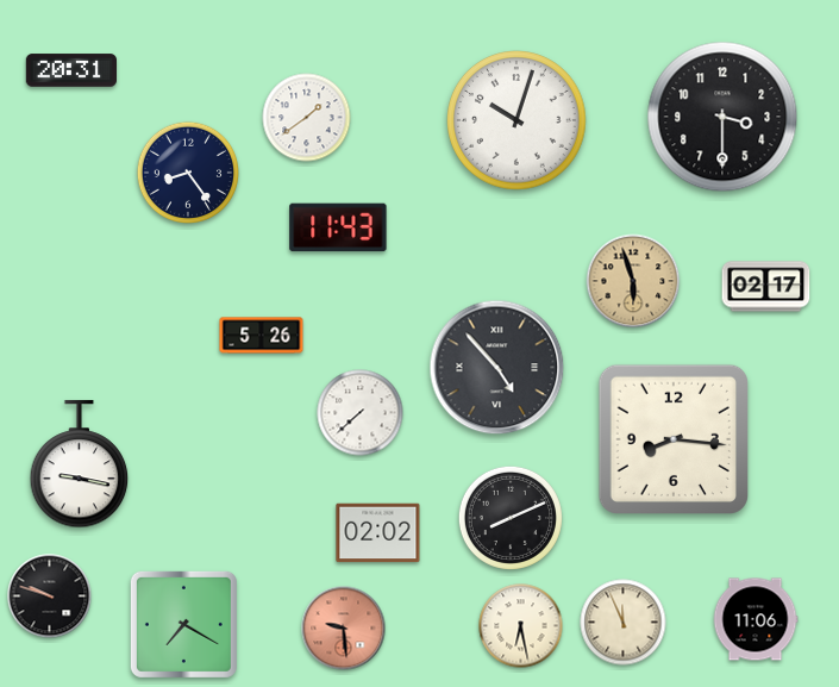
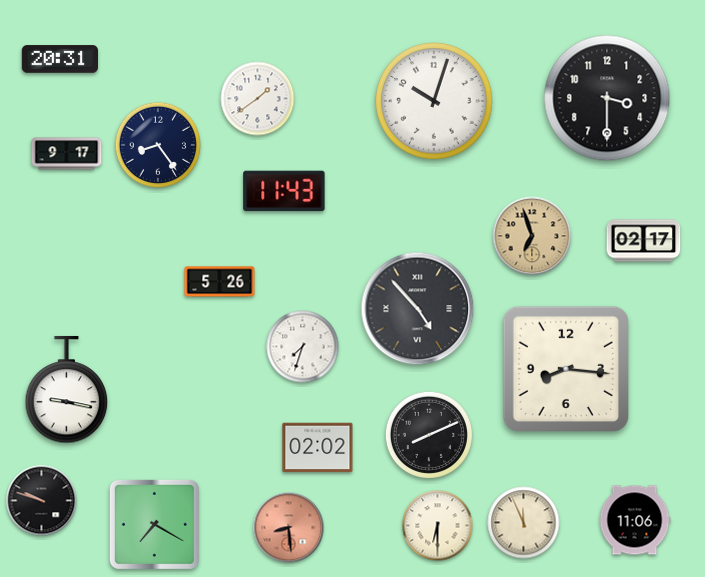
clock at (67, 154): none -> 9:17
clock at (633, 281): 5:57 -> 6:57
clock at (361, 413): 7:38 -> 7:33
clock at (521, 626): 6:28 -> 6:30
clock at (344, 629): 9:29 -> 8:29
